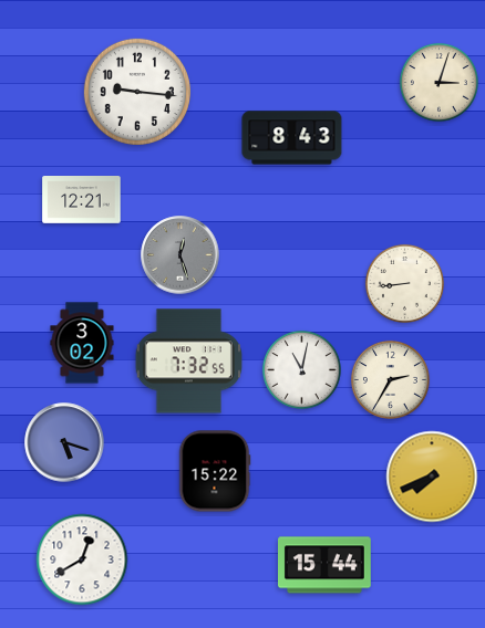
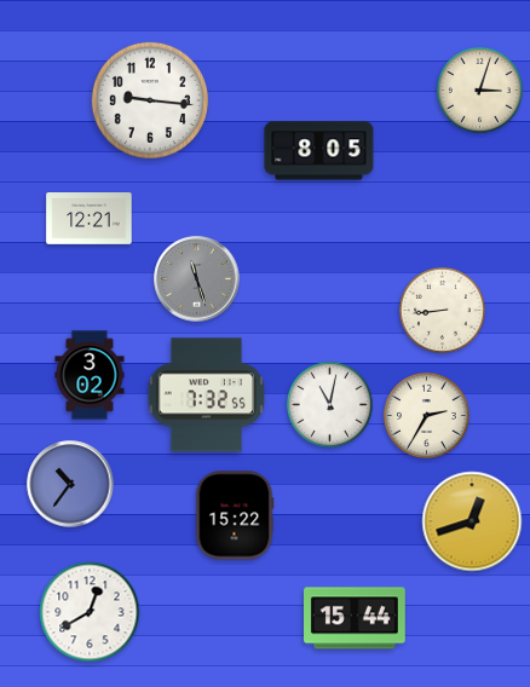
clock at (292, 138): 8:43 -> 8:05
clock at (180, 255): 12:27 -> 11:27
clock at (64, 442): 5:18 -> 10:36
clock at (432, 477): 7:41 -> 12:42
